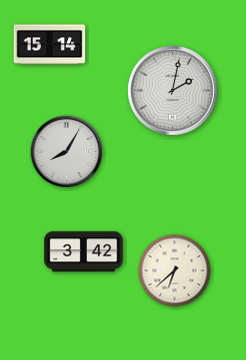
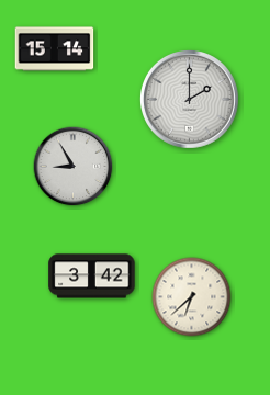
clock at (173, 91): 2:02 -> 2:00
clock at (67, 152): 8:05 -> 8:55
